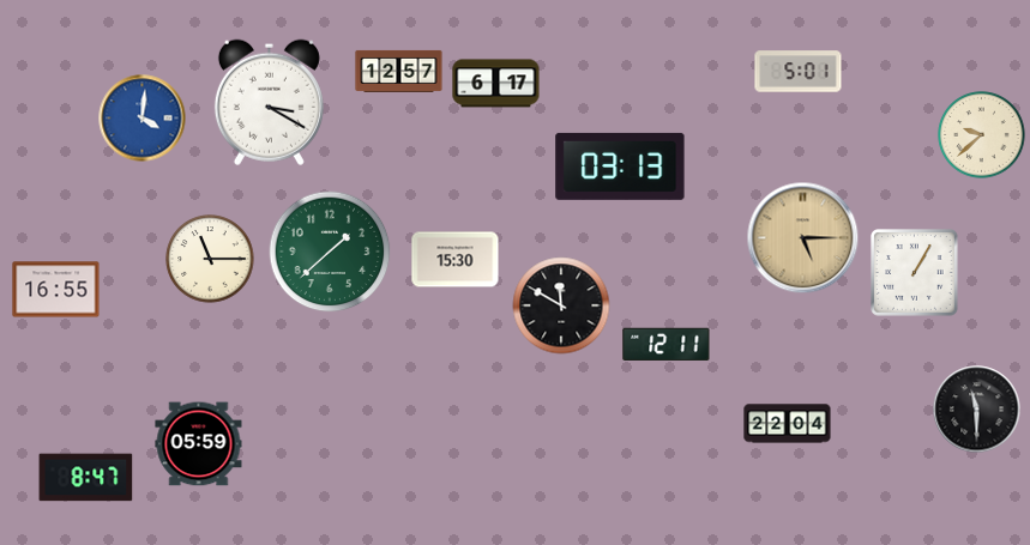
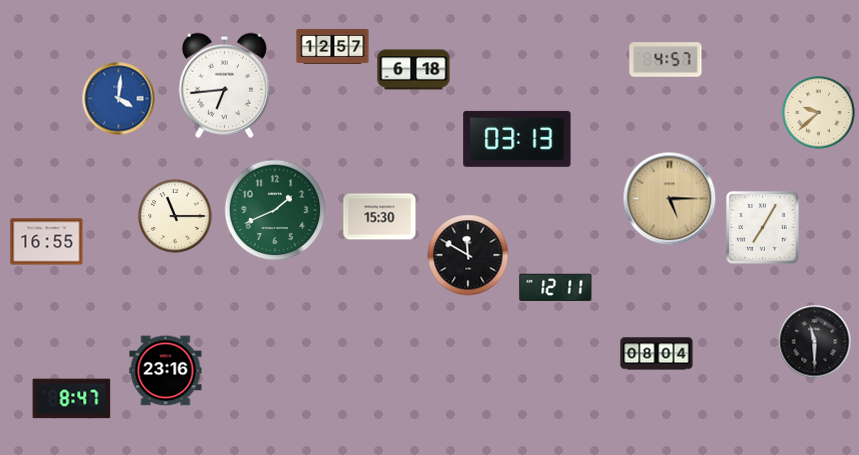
clock at (399, 71) position: (399, 71) -> (333, 46)
clock at (799, 72): 5:01 -> 4:57
clock at (496, 84): 6:17 -> 6:18
clock at (269, 102): 3:20 -> 6:44
clock at (330, 252): 1:38 -> 1:41
clock at (915, 273): 1:05 -> 7:05
clock at (788, 424): 22:04 -> 08:04
clock at (199, 444): 05:59 -> 23:16
